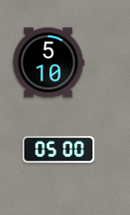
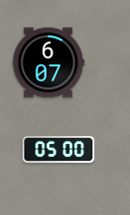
clock at (48, 63): 5:10 -> 6:07
